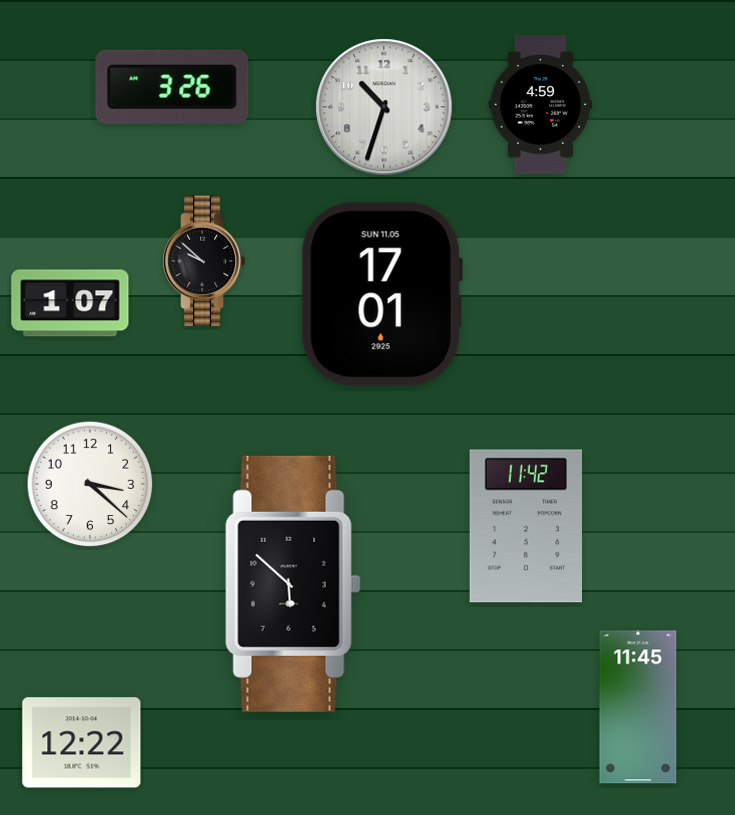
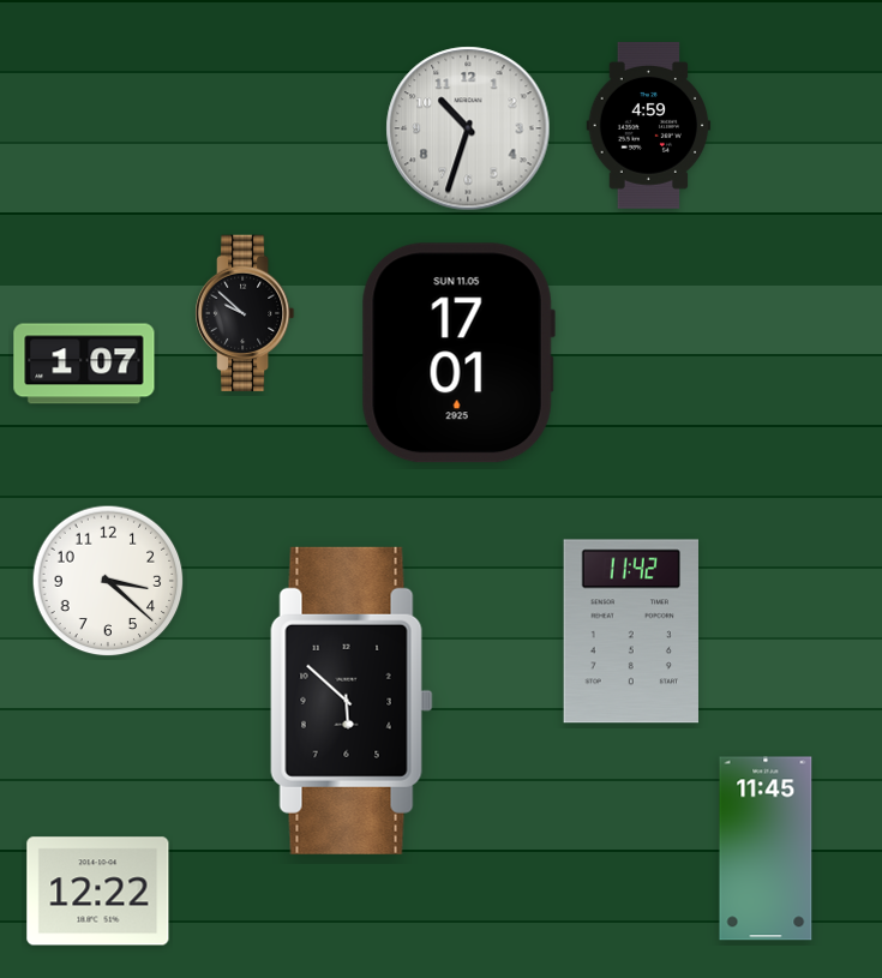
clock at (172, 87): 3:26 -> none
clock at (384, 107) position: (384, 107) -> (468, 128)
